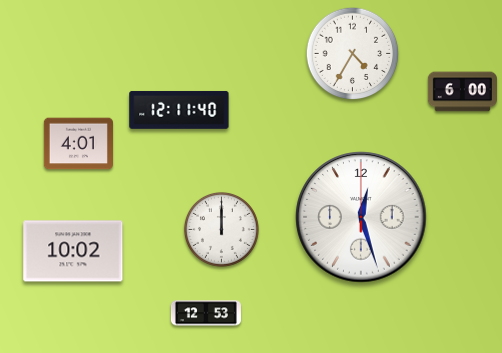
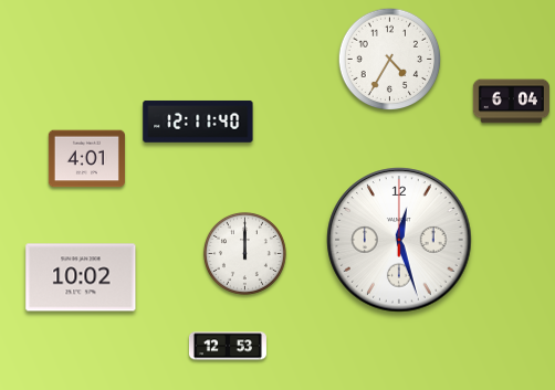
clock at (462, 92): 6:00 -> 6:04
